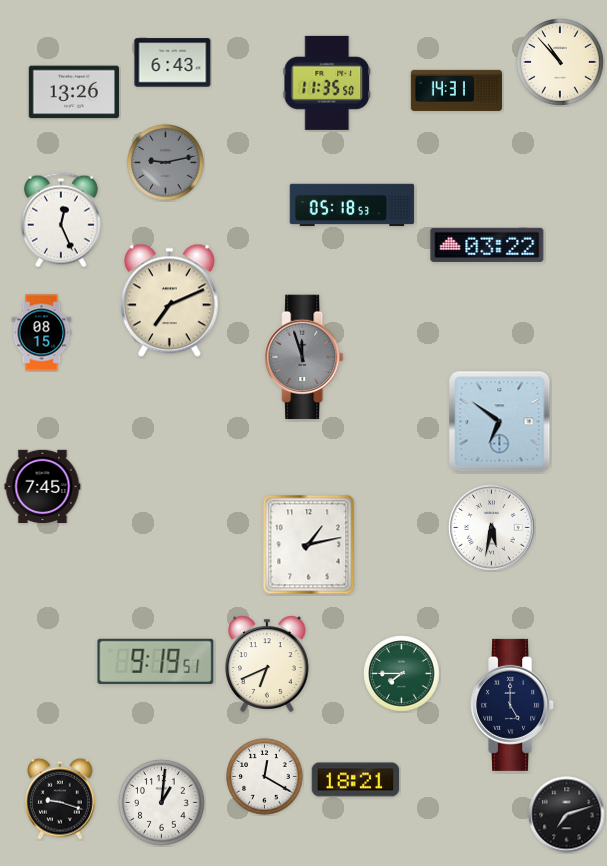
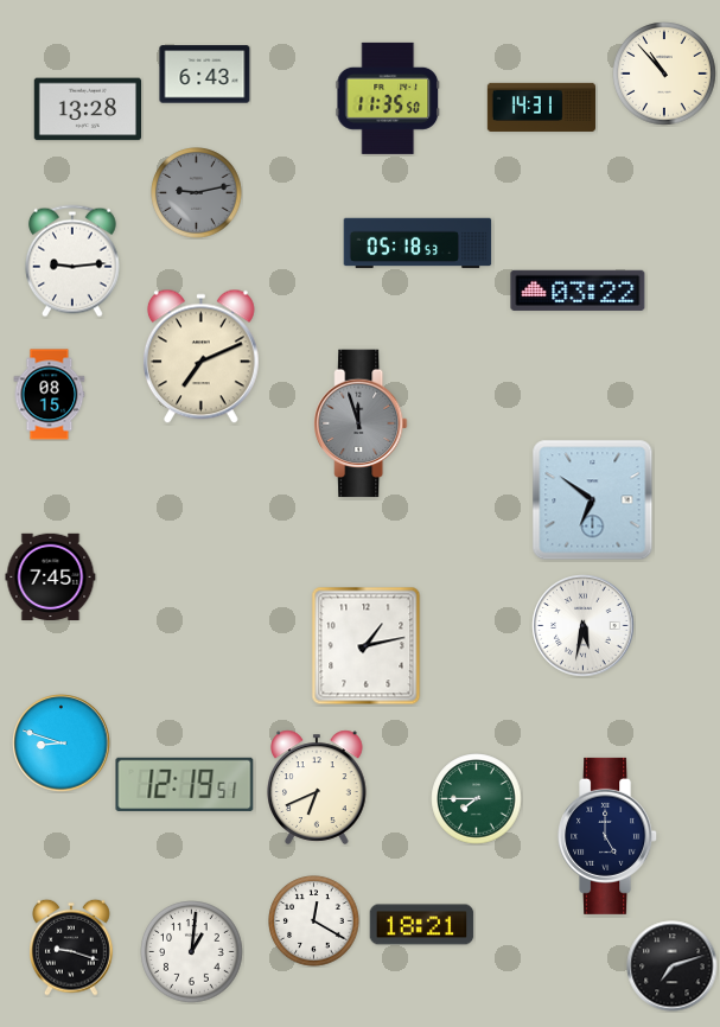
clock at (73, 92): 13:26 -> 13:28
clock at (61, 220): 12:26 -> 9:14
clock at (62, 744): none -> 8:48
clock at (156, 661): 9:19 -> 12:19
